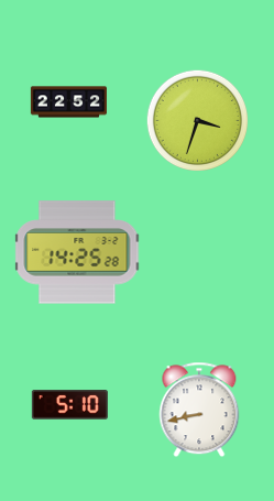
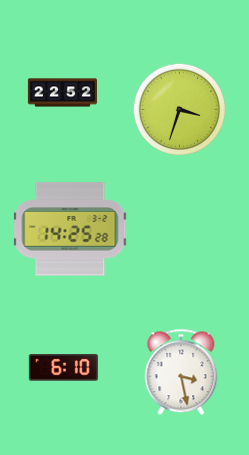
clock at (69, 405): 5:10 -> 6:10
clock at (199, 410): 8:43 -> 3:28
